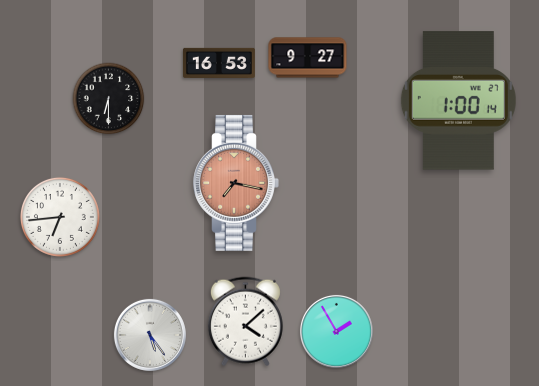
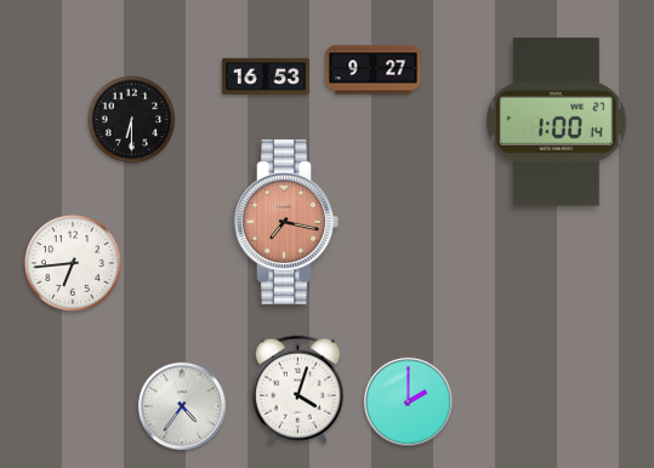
clock at (245, 322): 4:08 -> 4:03
clock at (336, 331): 1:55 -> 2:00
clock at (150, 335): 5:24 -> 4:36
